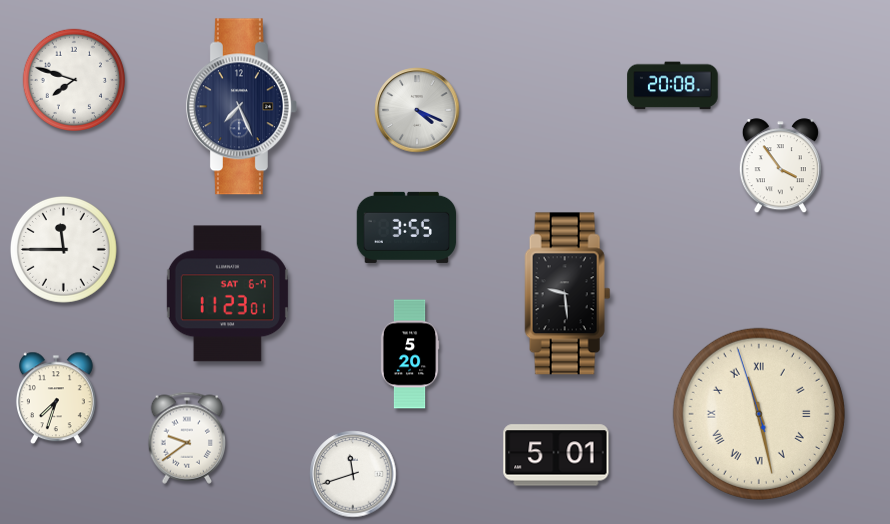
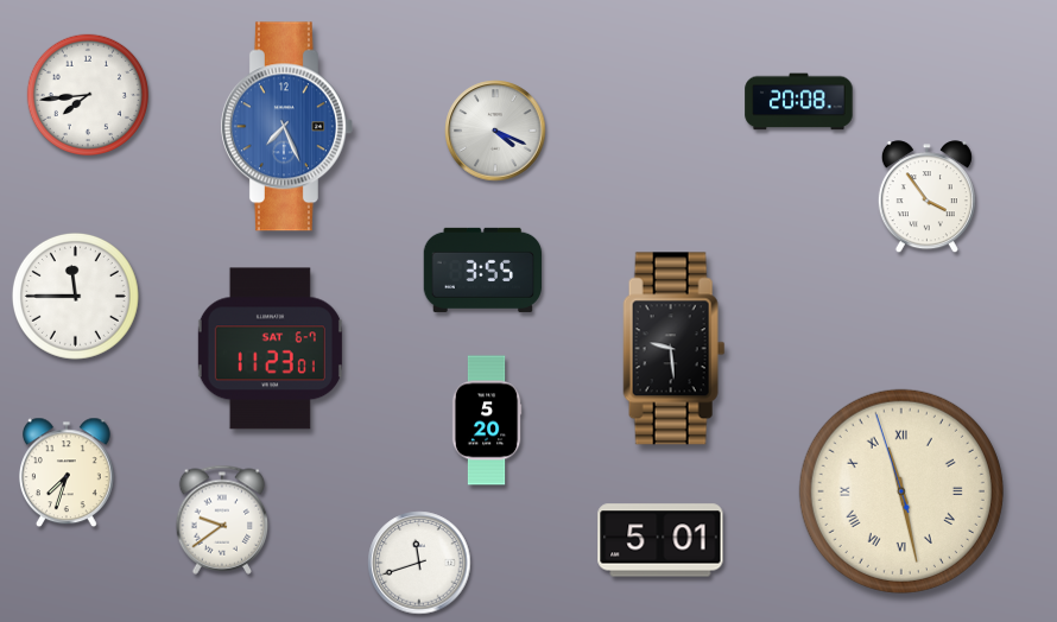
clock at (73, 79): 7:48 -> 7:44
clock at (241, 107) dial: navy -> blue
